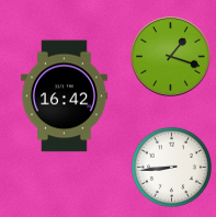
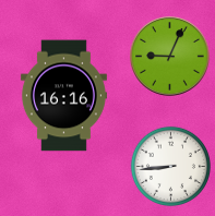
clock at (171, 57): 1:18 -> 9:04
clock at (64, 96): 16:42 -> 16:16
